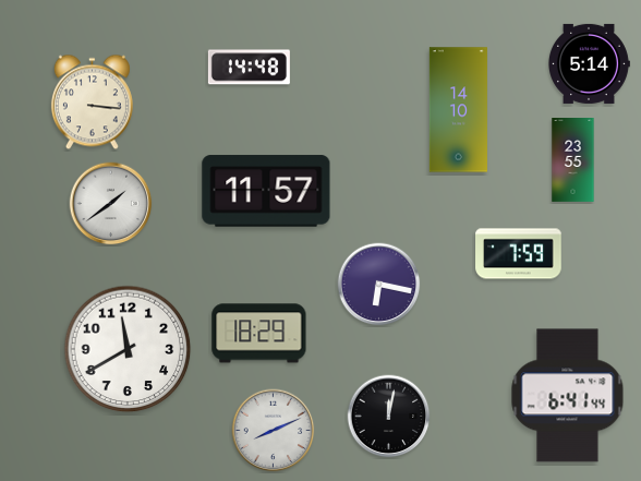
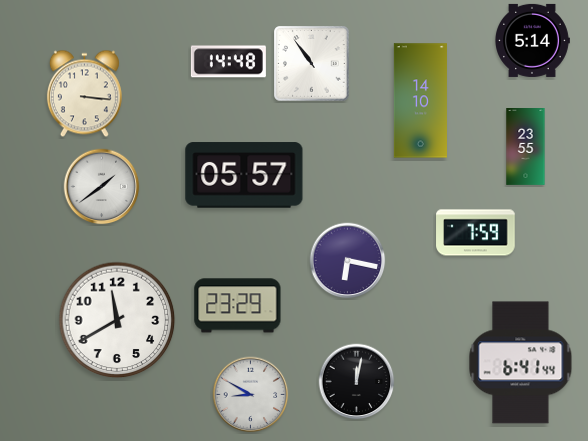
clock at (590, 63) position: (590, 63) -> (533, 40)
clock at (312, 64): none -> 10:54
clock at (266, 191): 11:57 -> 05:57
clock at (259, 334): 18:29 -> 23:29
clock at (274, 431): 8:11 -> 8:50
